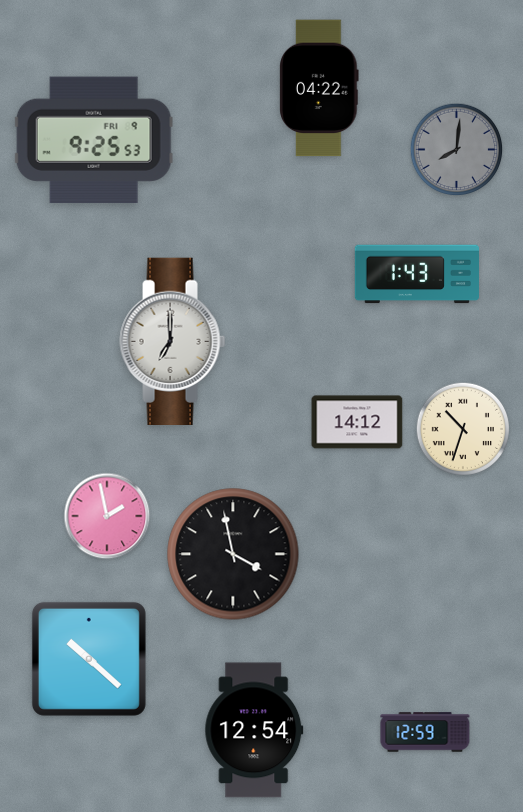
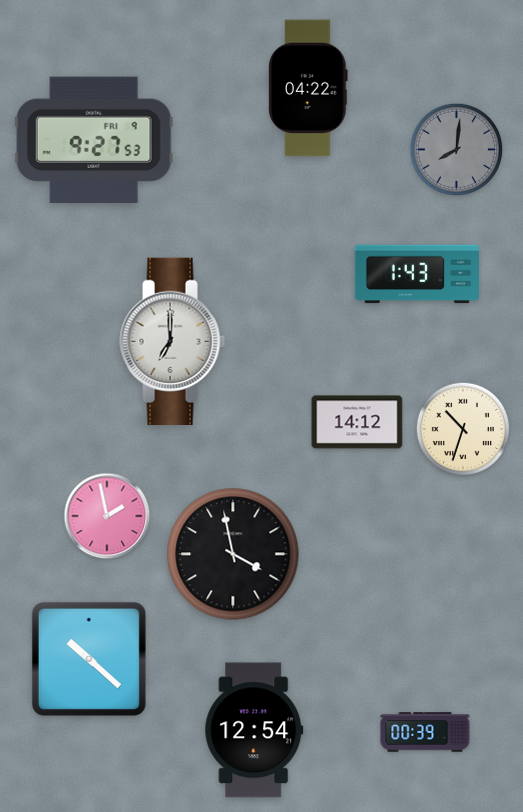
clock at (319, 88) position: (319, 88) -> (308, 88)
clock at (94, 139): 9:25 -> 9:27
clock at (425, 732): 12:59 -> 00:39
